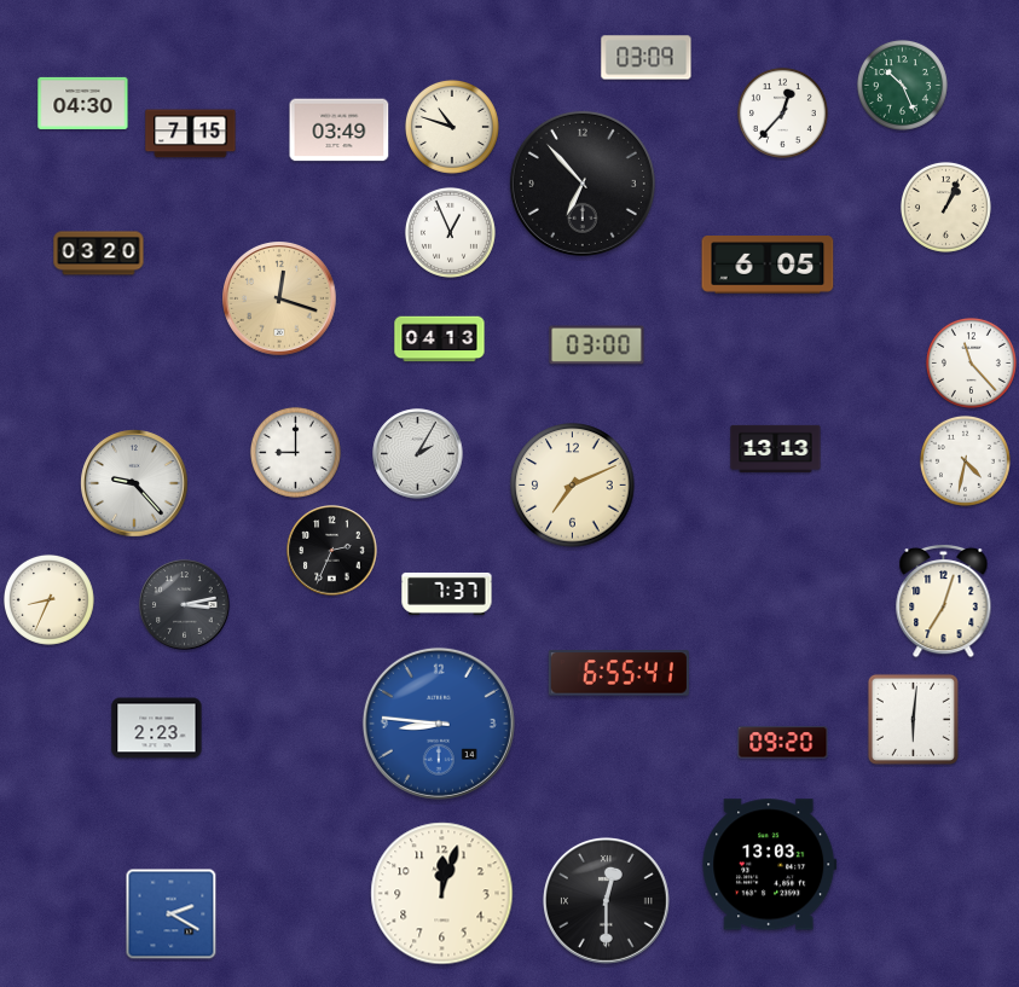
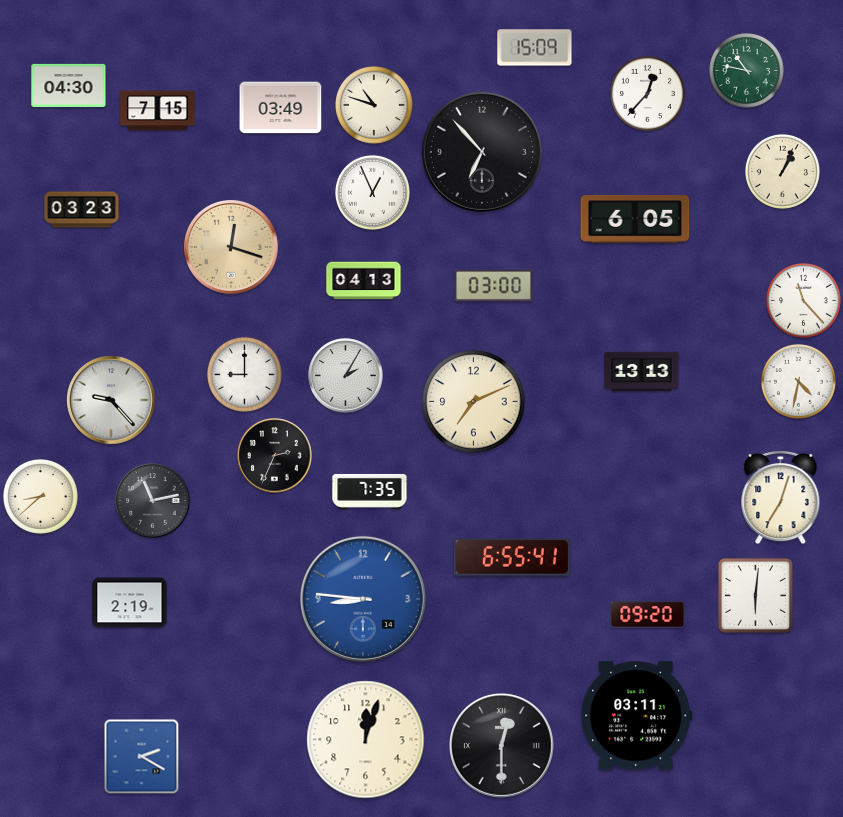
clock at (647, 58): 03:09 -> 15:09
clock at (902, 85): 10:26 -> 10:47
clock at (99, 254): 03:20 -> 03:23
clock at (447, 593): 7:37 -> 7:35
clock at (48, 599): 8:34 -> 8:38
clock at (185, 605): 3:13 -> 11:13
clock at (157, 728): 2:23 -> 2:19
clock at (770, 865): 13:03 -> 03:11
